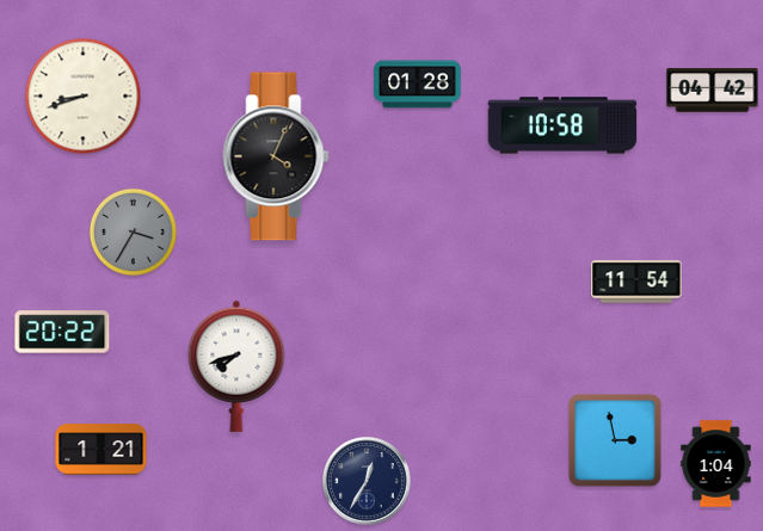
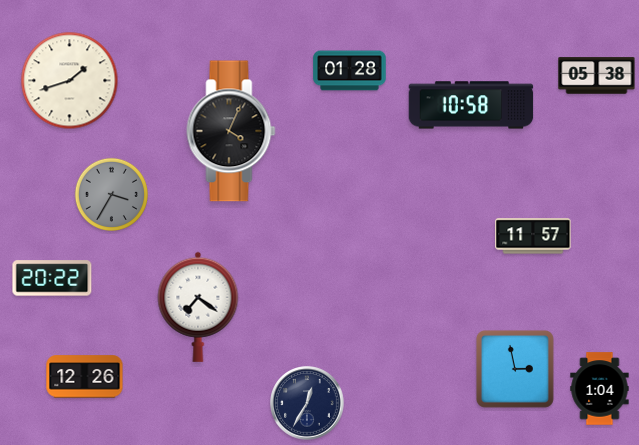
clock at (713, 91): 04:42 -> 05:38
clock at (84, 97): 8:42 -> 1:42
clock at (636, 282): 11:54 -> 11:57
clock at (236, 366): 7:42 -> 7:21
clock at (101, 450): 1:21 -> 12:26
